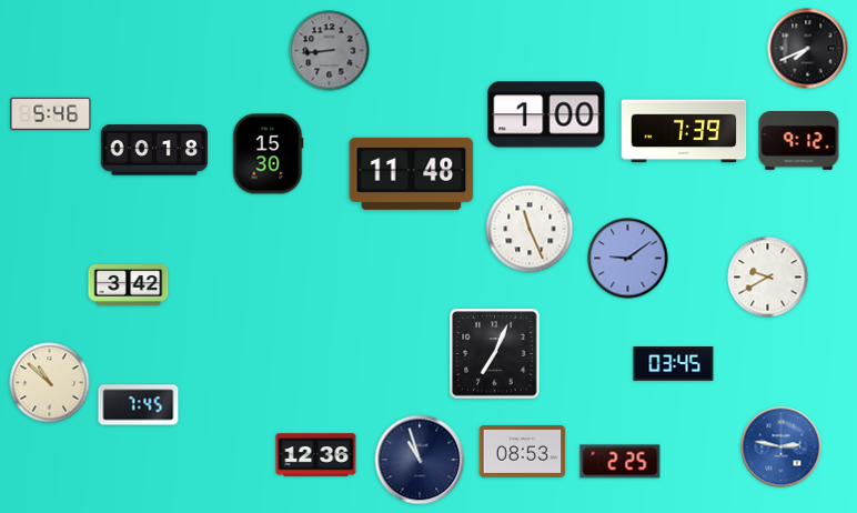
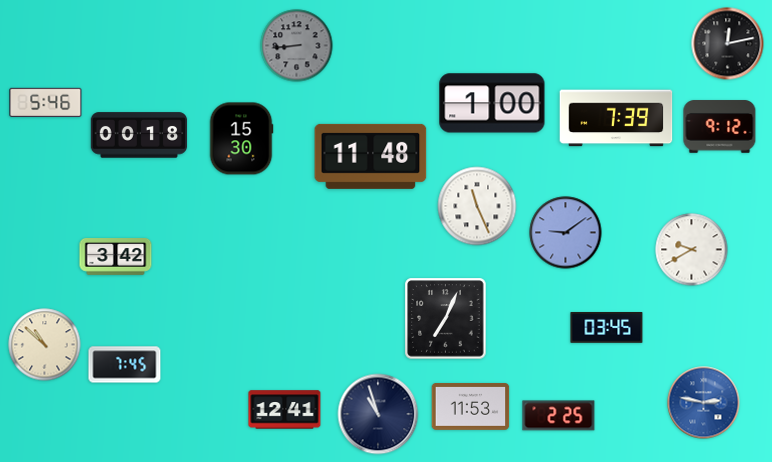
clock at (808, 49): 7:41 -> 12:13
clock at (523, 452): 08:53 -> 11:53
clock at (316, 455): 12:36 -> 12:41
